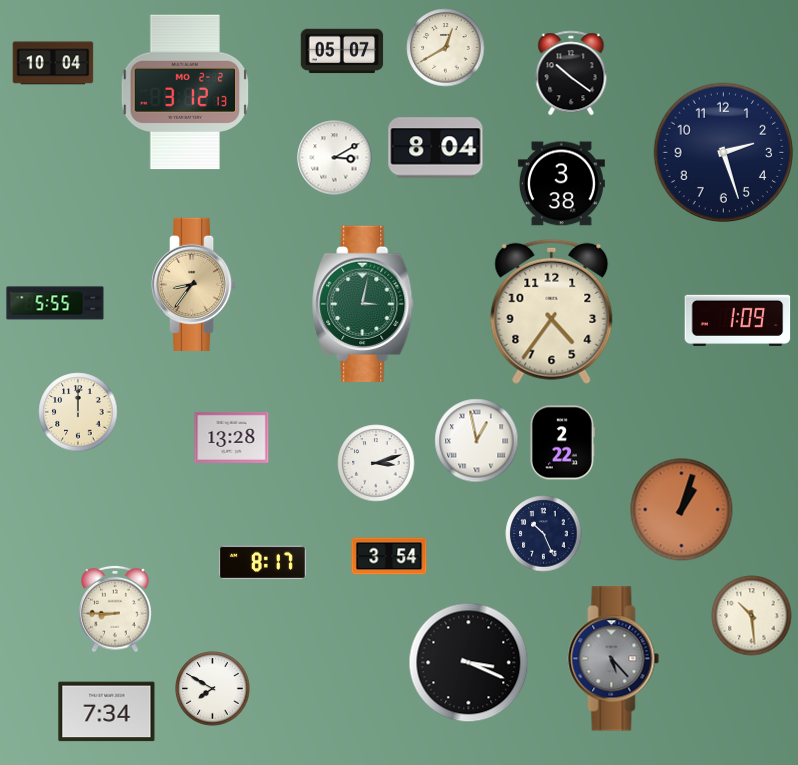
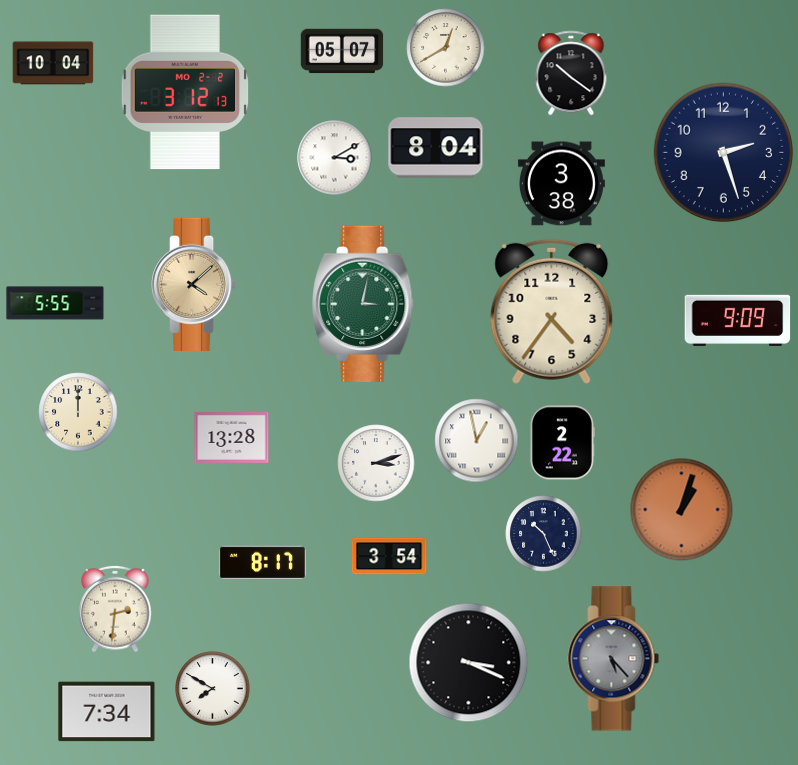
clock at (195, 284): 8:36 -> 4:08
clock at (738, 320): 1:09 -> 9:09
clock at (115, 609): 8:45 -> 2:31
clock at (752, 616): 10:29 -> none
